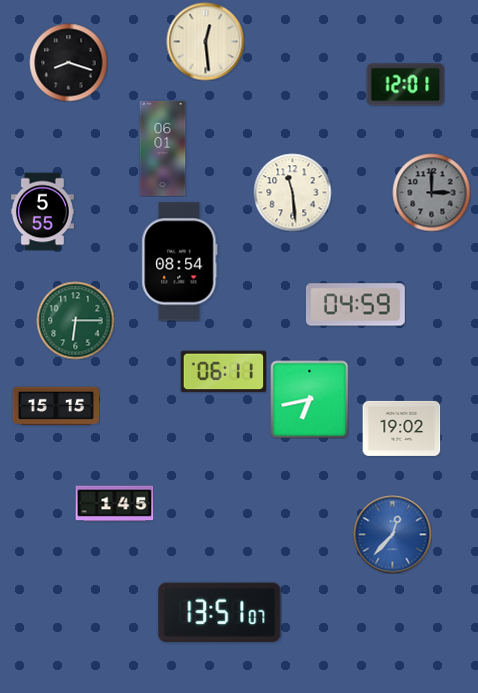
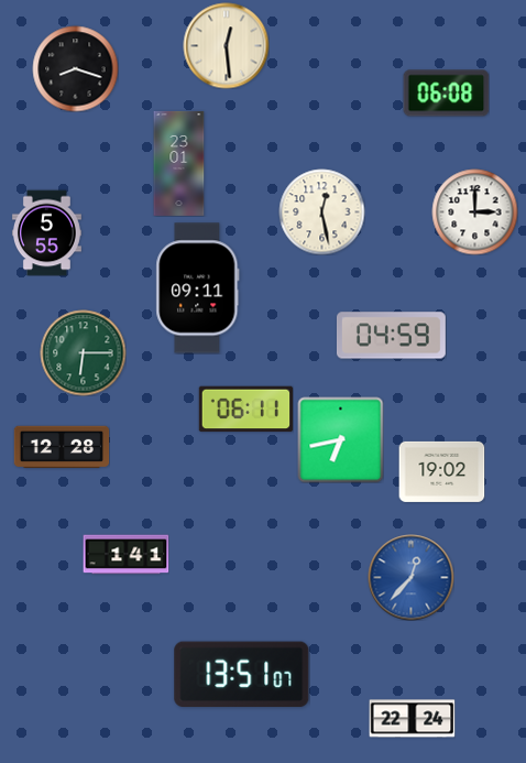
clock at (405, 85): 12:01 -> 06:08
clock at (163, 148): 06:01 -> 23:01
clock at (292, 192): 11:29 -> 12:28
clock at (431, 192) dial: grey -> white
clock at (180, 262): 08:54 -> 09:11
clock at (56, 406): 15:15 -> 12:28
clock at (114, 504): 1:45 -> 1:41
clock at (392, 534) position: (392, 534) -> (410, 577)
clock at (412, 719): none -> 22:24
